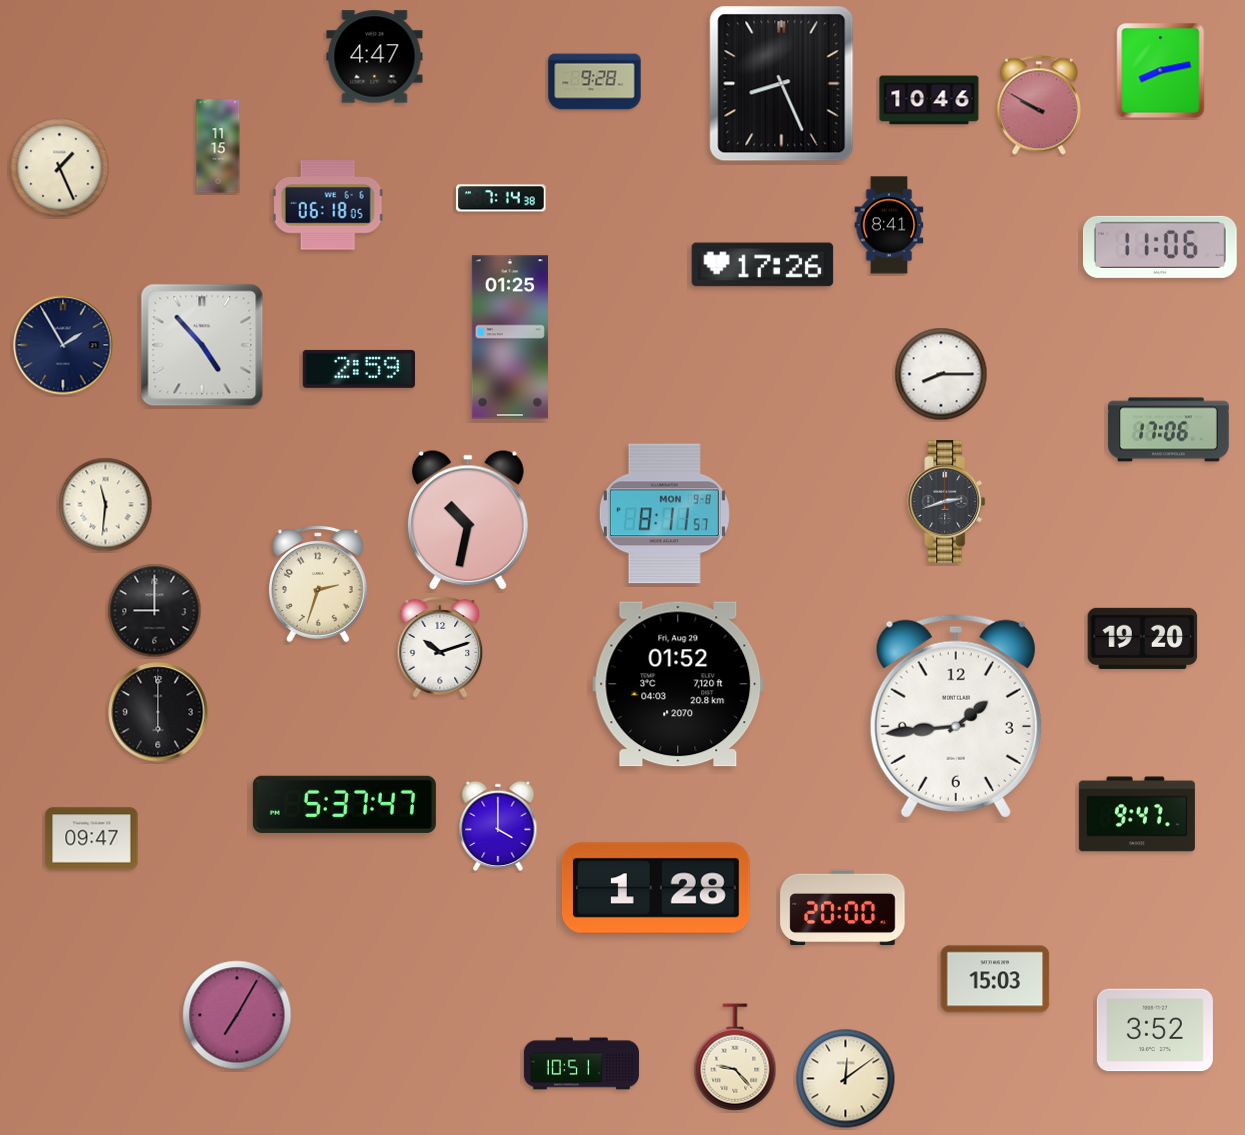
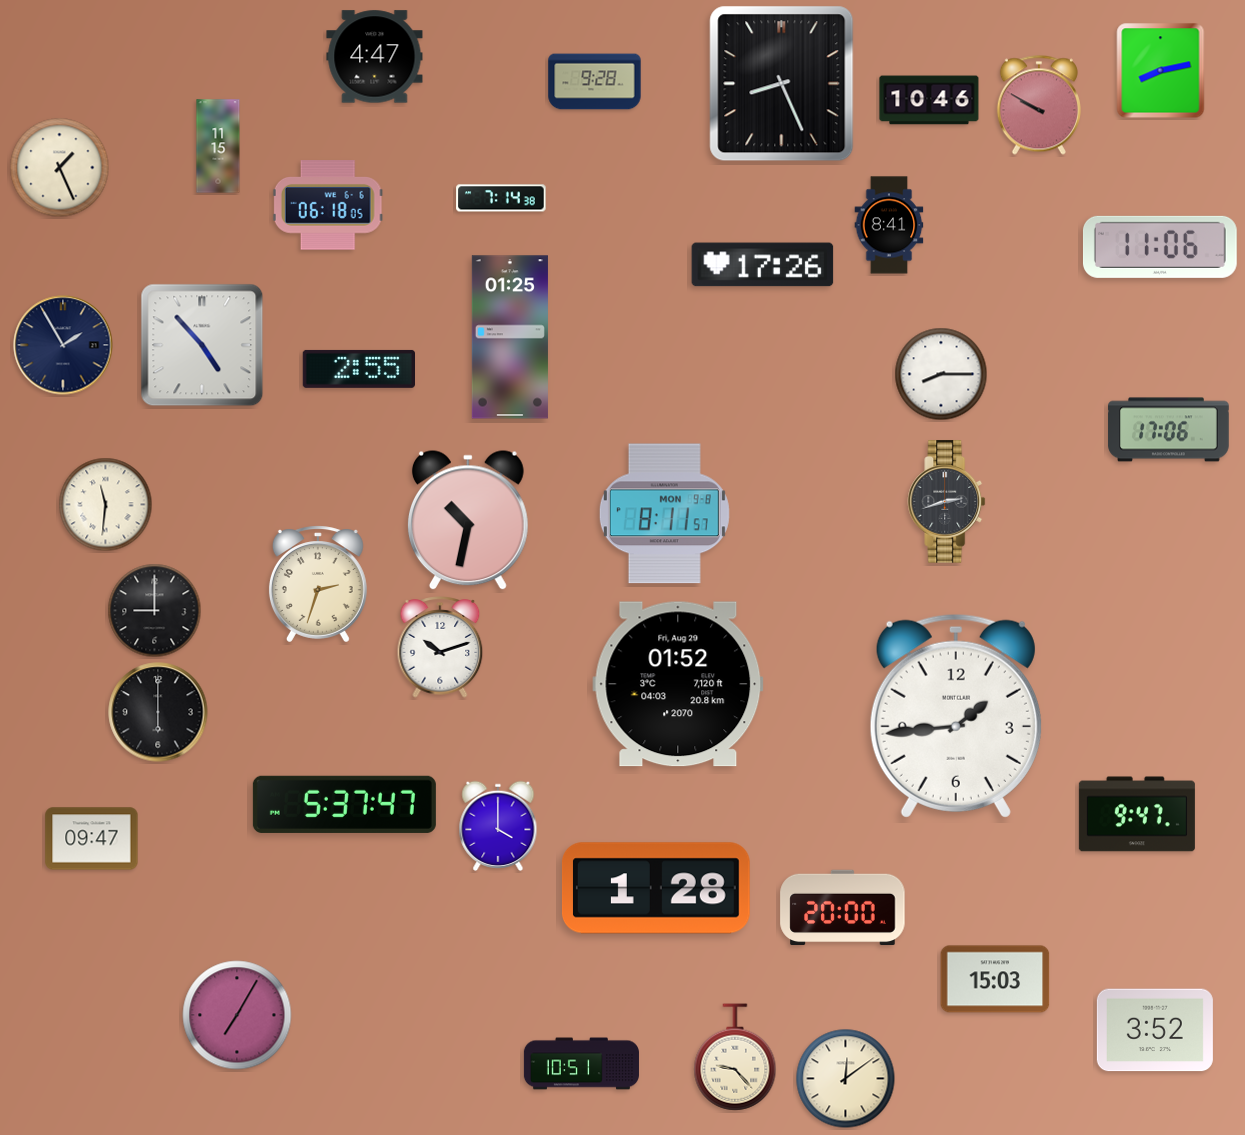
clock at (358, 369): 2:59 -> 2:55
clock at (1143, 638): 19:20 -> none
